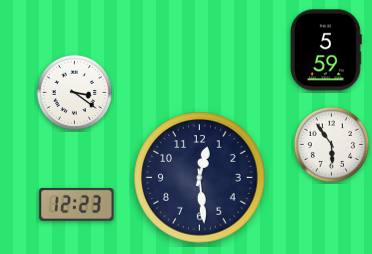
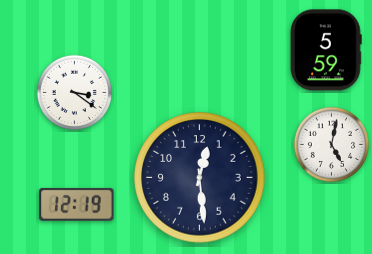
clock at (331, 144): 5:54 -> 5:02
clock at (77, 204): 12:23 -> 12:19
